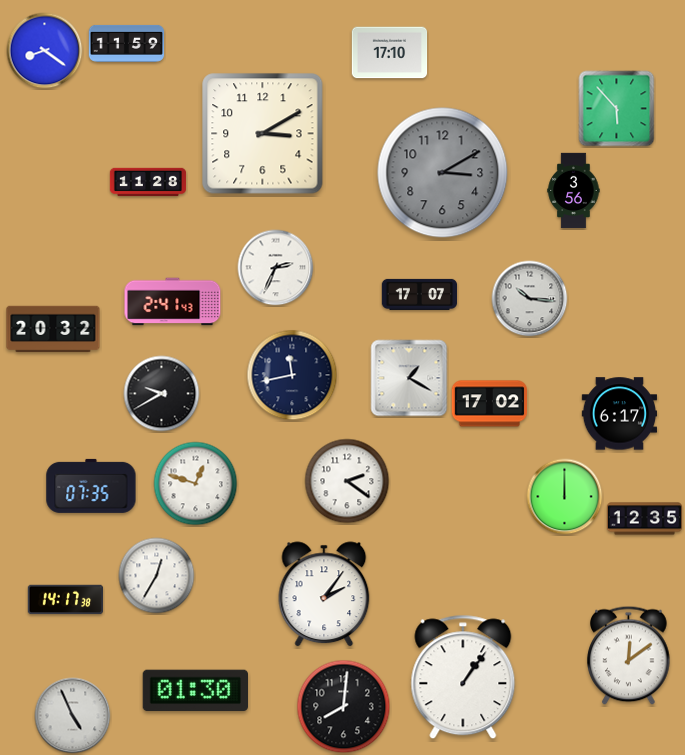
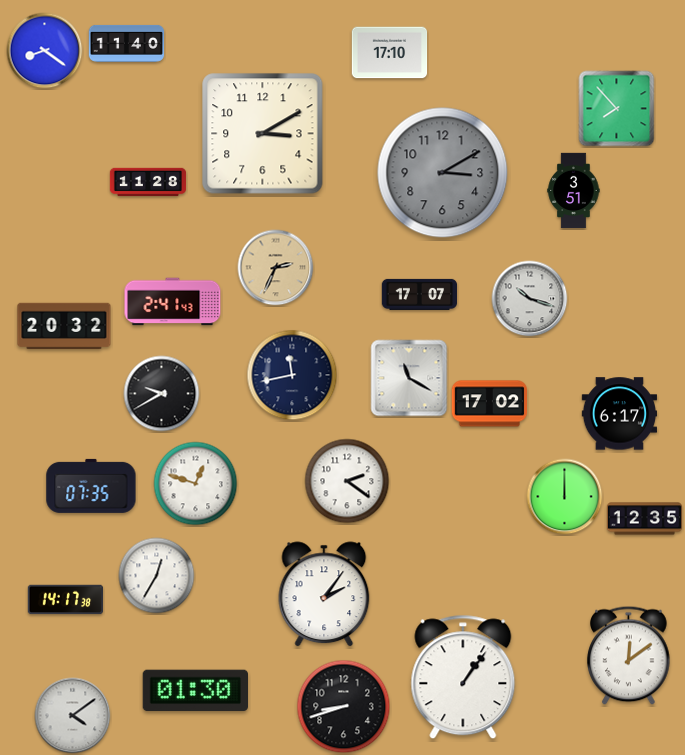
clock at (127, 43): 11:59 -> 11:40
clock at (617, 109): 5:53 -> 7:53
clock at (574, 191): 3:56 -> 3:51
clock at (276, 268) dial: white -> champagne
clock at (530, 299): 10:16 -> 10:18
clock at (53, 329) position: (53, 329) -> (64, 326)
clock at (409, 378): 1:20 -> 11:20
clock at (344, 707): 8:01 -> 8:42
clock at (73, 716): 4:56 -> 4:09
